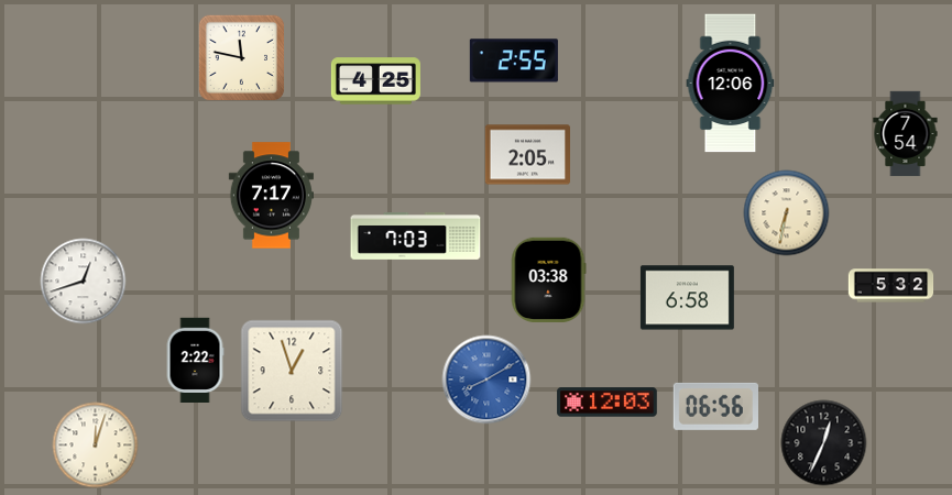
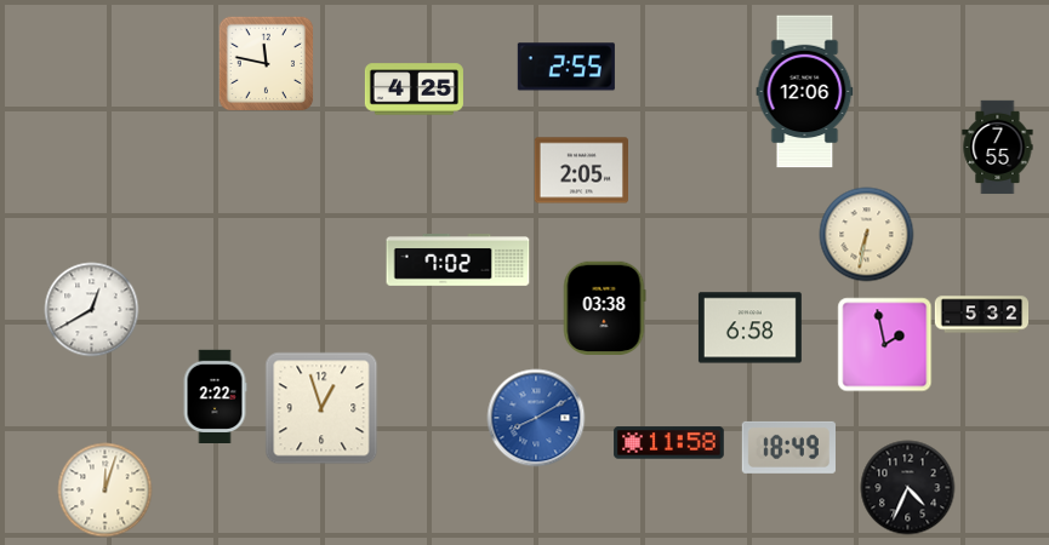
clock at (906, 133): 7:54 -> 7:55
clock at (271, 196): 7:17 -> none
clock at (416, 237): 7:03 -> 7:02
clock at (83, 280): 12:42 -> 12:40
clock at (687, 298) position: (687, 298) -> (749, 328)
clock at (884, 344): none -> 1:58
clock at (608, 403): 12:03 -> 11:58
clock at (715, 406): 06:56 -> 18:49
clock at (823, 442): 12:34 -> 4:34
